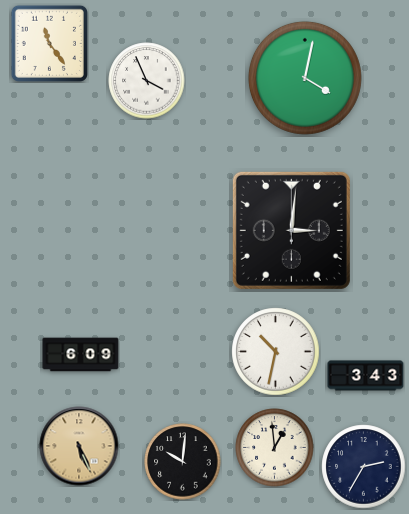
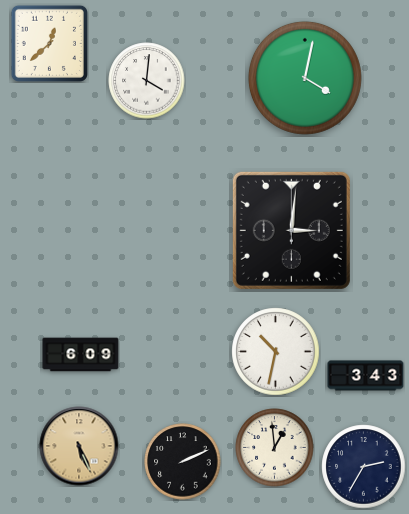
clock at (49, 43): 11:24 -> 12:38
clock at (147, 81): 3:56 -> 4:01
clock at (183, 462): 10:01 -> 2:11
